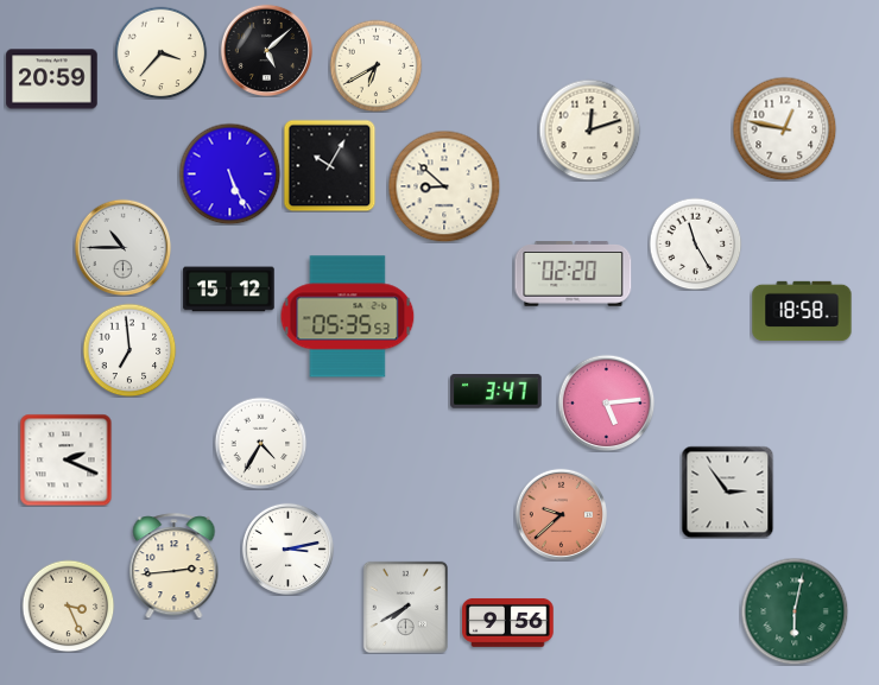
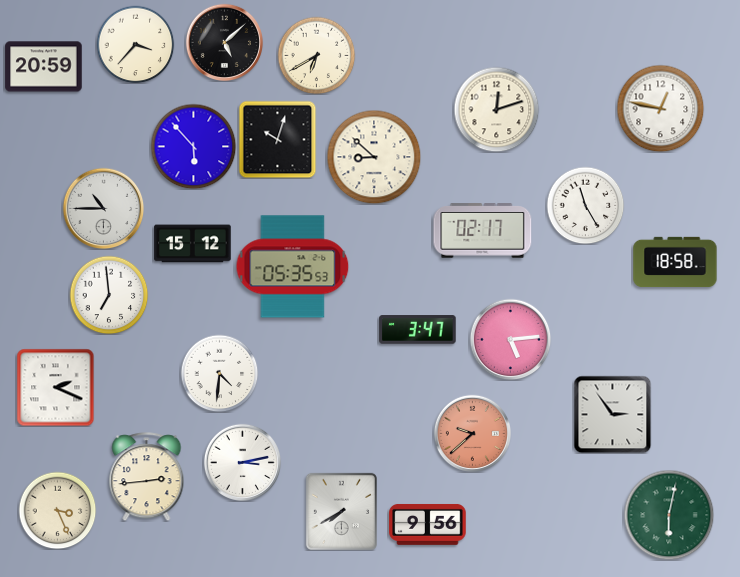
clock at (329, 165): 10:05 -> 10:03
clock at (229, 173): 5:26 -> 5:53
clock at (574, 274): 02:20 -> 02:17
clock at (260, 443): 4:35 -> 4:31
